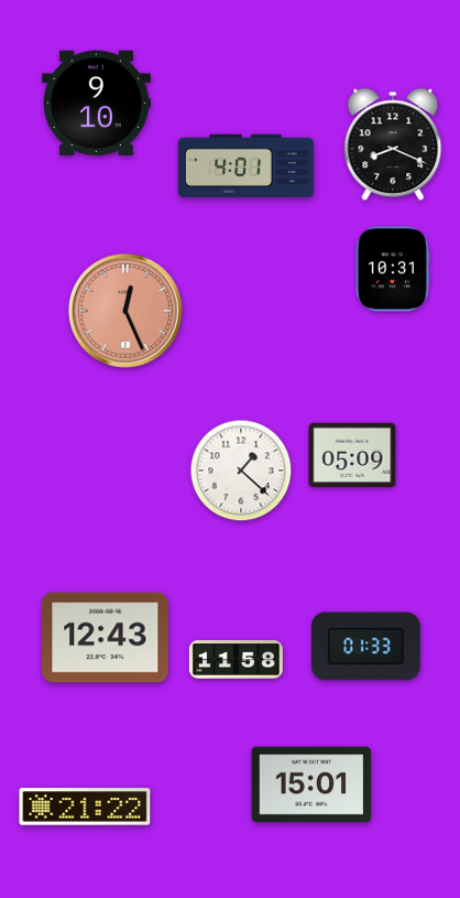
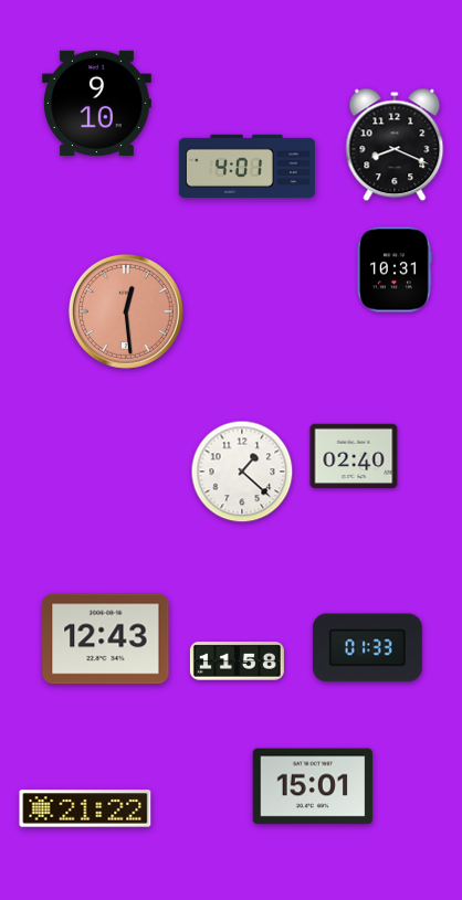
clock at (125, 311): 12:26 -> 12:29
clock at (352, 455): 05:09 -> 02:40
